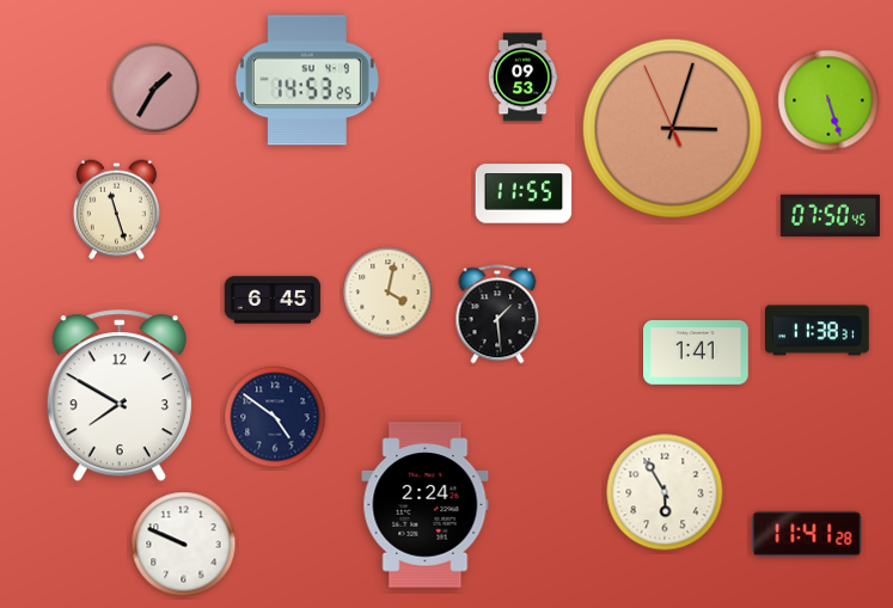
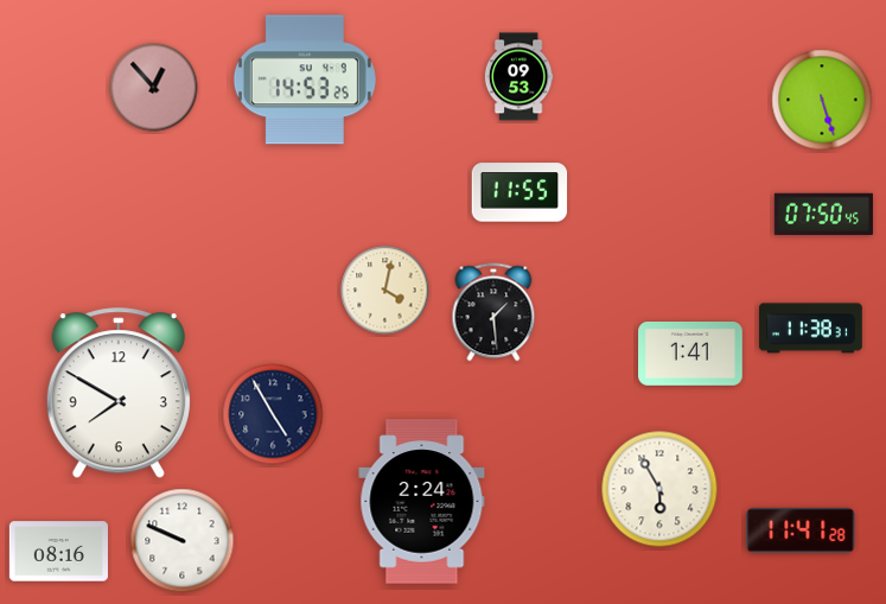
clock at (155, 88): 1:35 -> 12:53
clock at (672, 128): 3:02 -> none
clock at (116, 210): 11:27 -> none
clock at (273, 300): 6:45 -> none
clock at (696, 354) position: (696, 354) -> (690, 355)
clock at (275, 417): 4:51 -> 4:55
clock at (58, 552): none -> 08:16
